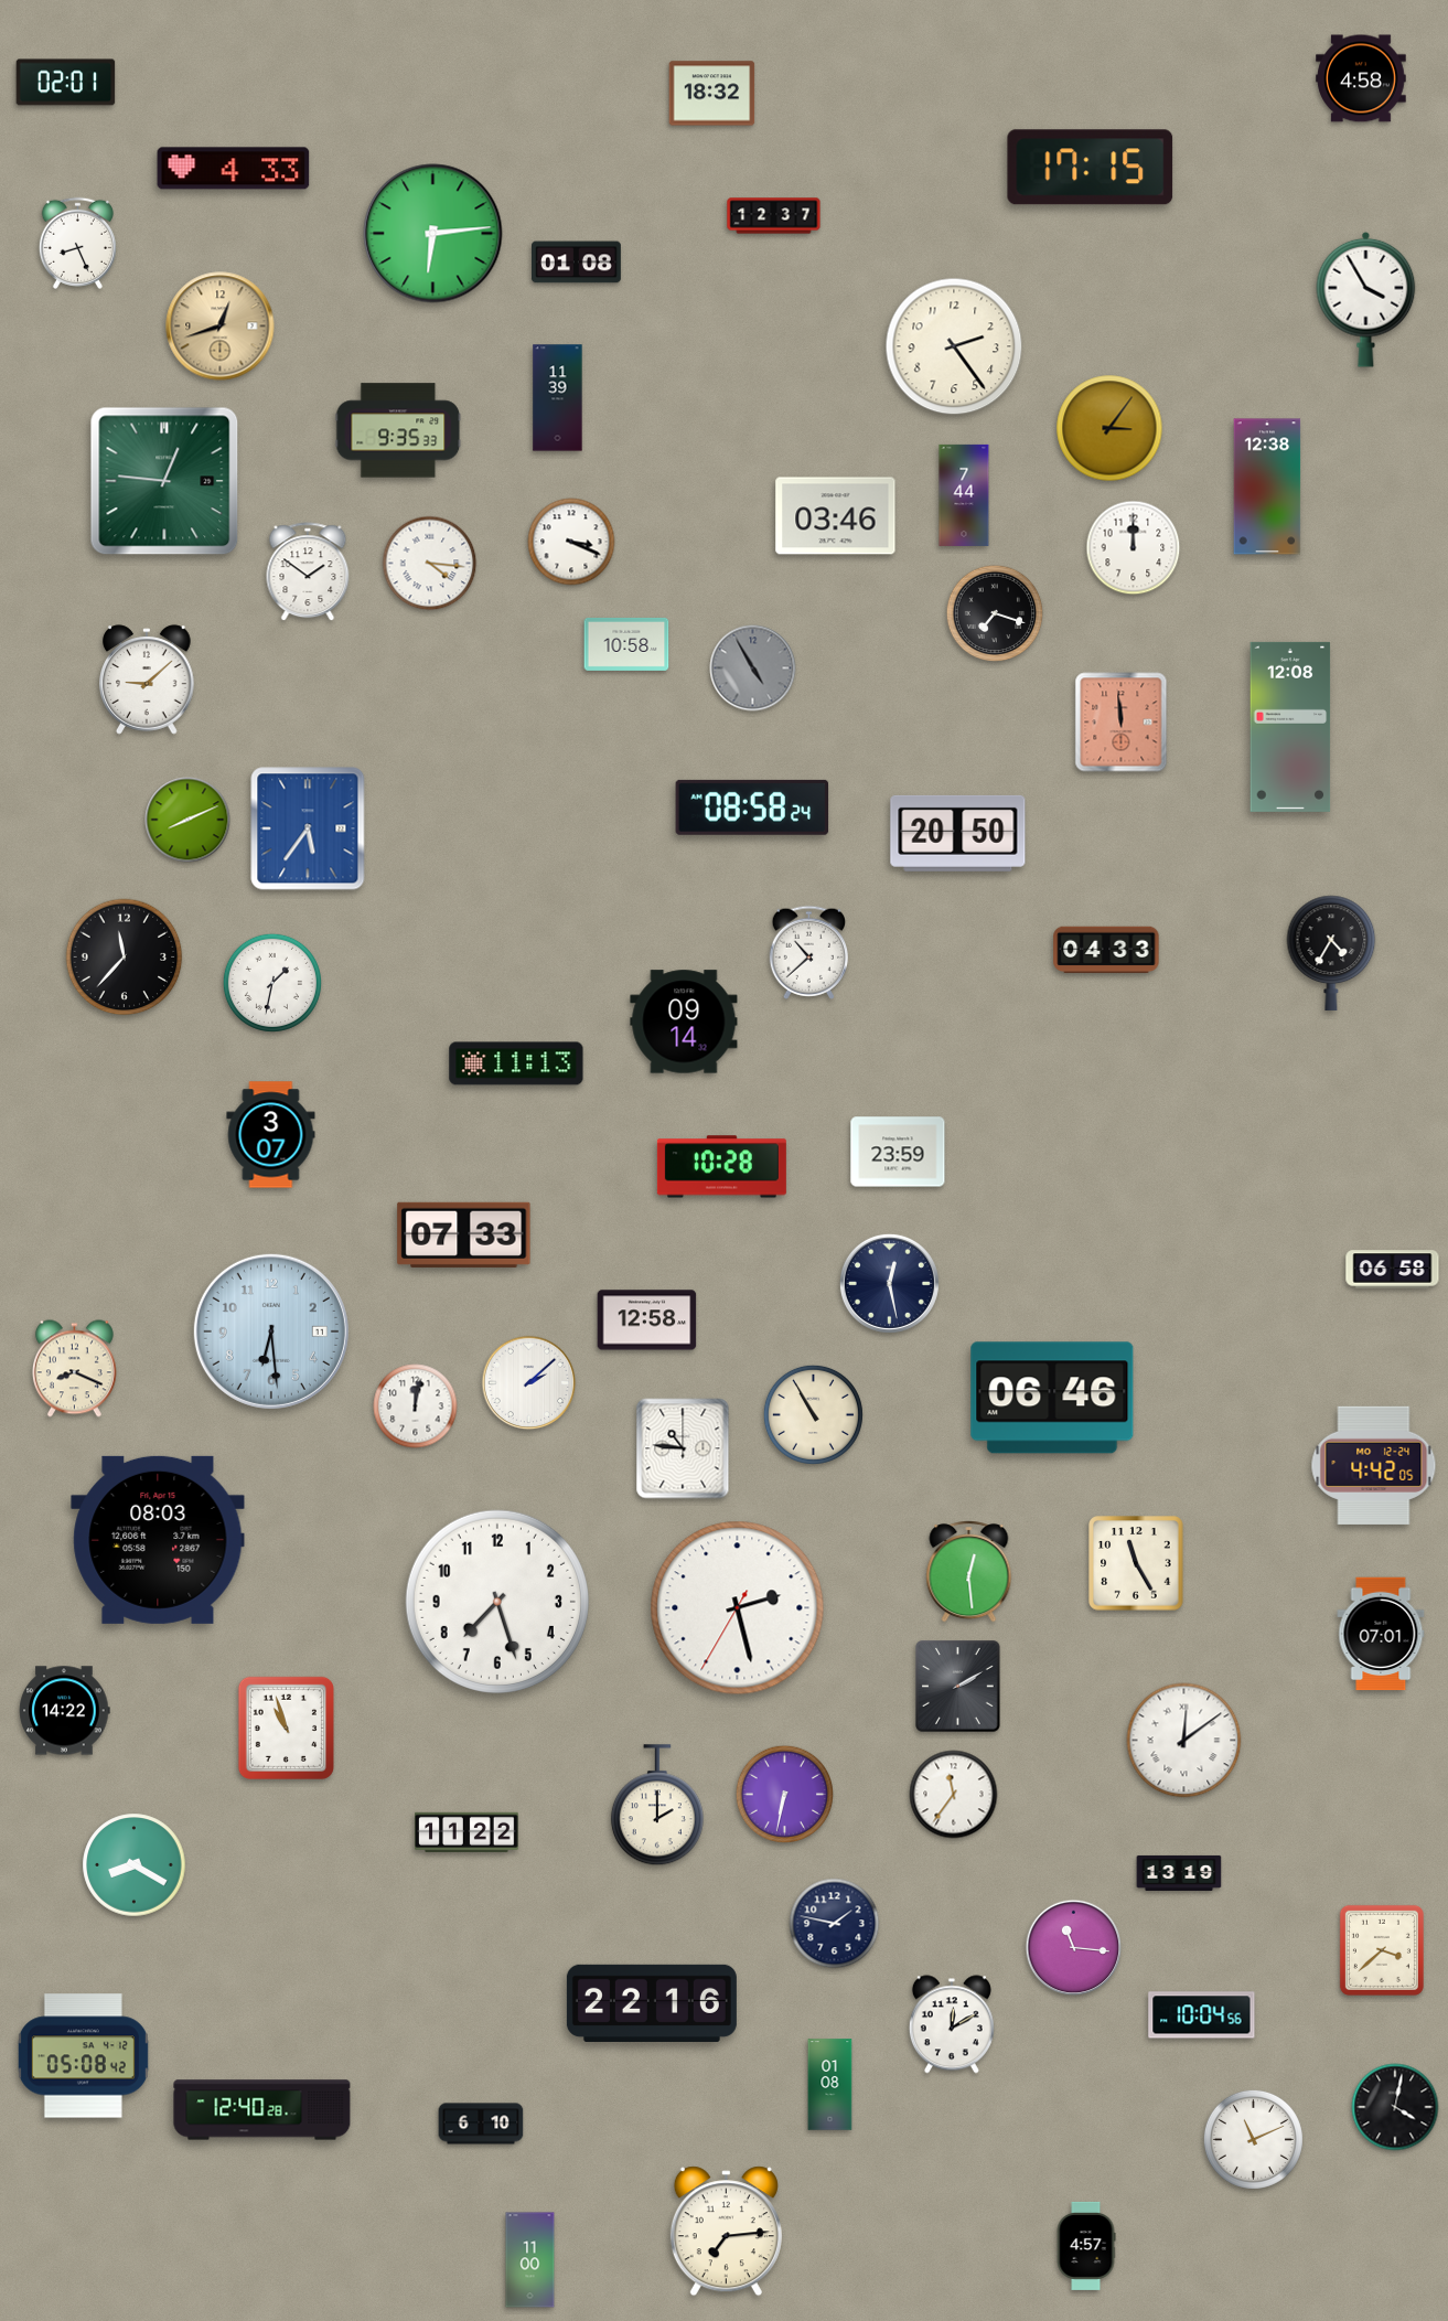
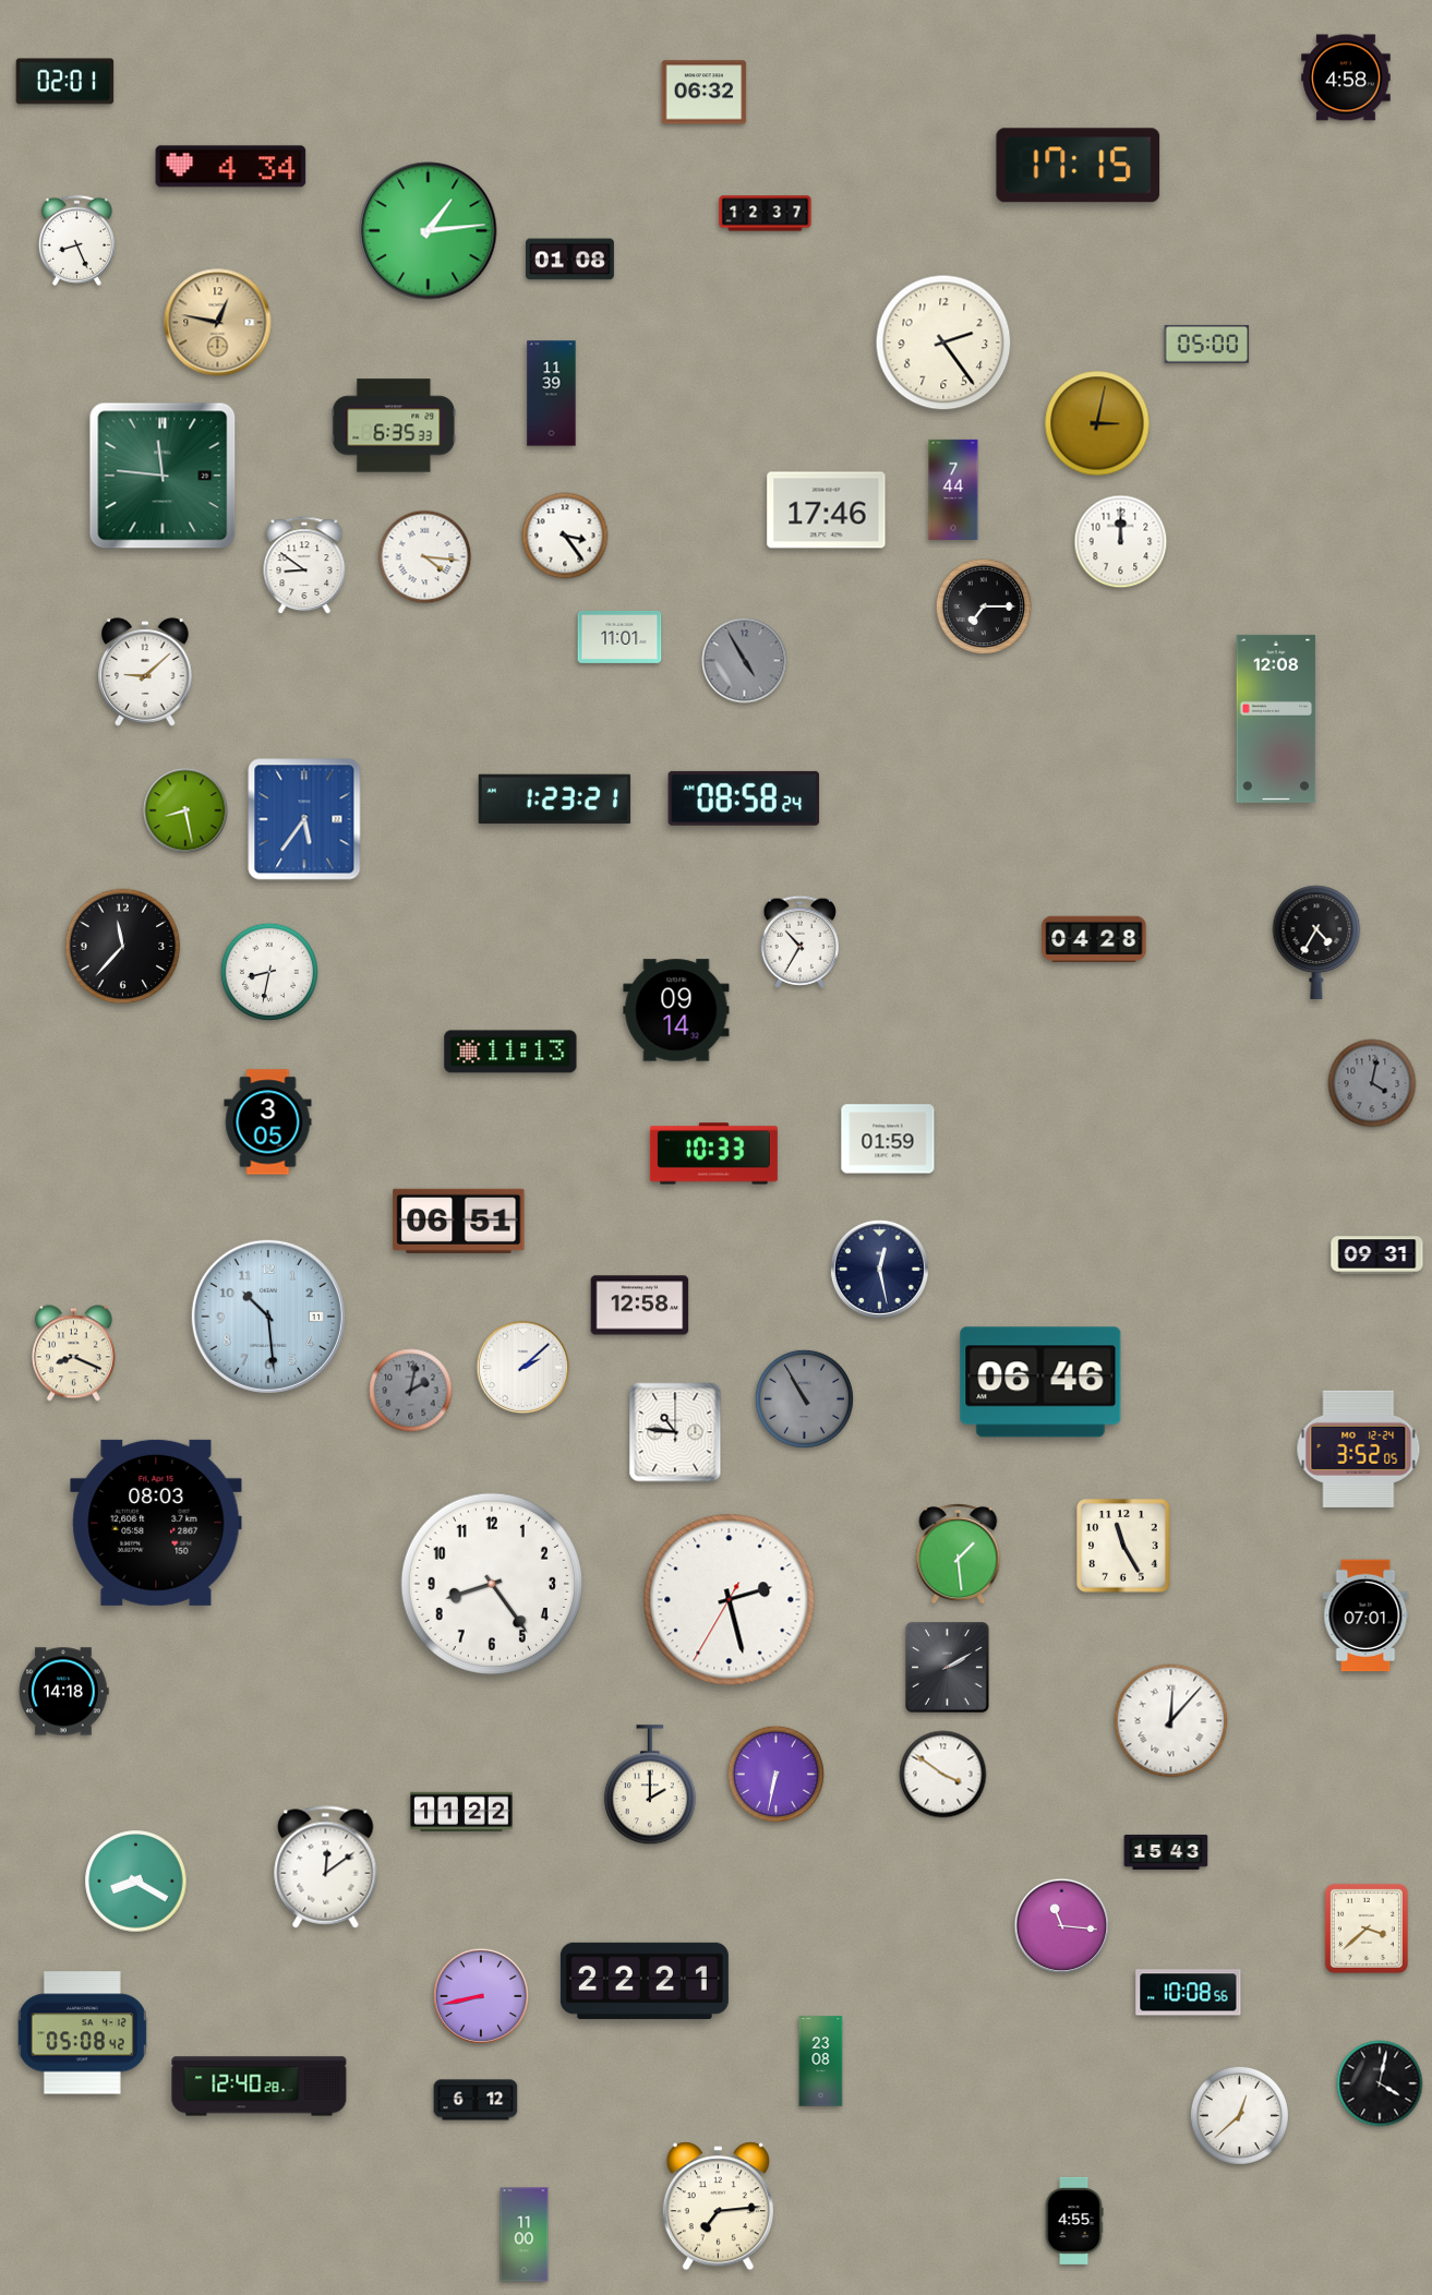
clock at (712, 94): 18:32 -> 06:32
clock at (234, 169): 4:33 -> 4:34
clock at (433, 234): 6:14 -> 1:14
clock at (1366, 299): 3:55 -> none
clock at (221, 327): 12:42 -> 12:47
clock at (1207, 344): none -> 05:00
clock at (1109, 428): 3:06 -> 3:02
clock at (398, 430): 9:35 -> 6:35
clock at (164, 481): 12:46 -> 11:46
clock at (1267, 486): 12:38 -> none
clock at (836, 516): 03:46 -> 17:46
clock at (571, 542): 3:19 -> 3:24
clock at (308, 573): 1:51 -> 8:51
clock at (995, 613): 7:18 -> 7:15
clock at (626, 644): 10:58 -> 11:01
clock at (1122, 723): 11:59 -> none
clock at (555, 800): none -> 1:23
clock at (187, 820): 8:11 -> 8:28
clock at (958, 833): 20:50 -> none
clock at (1106, 950): 04:33 -> 04:28
clock at (808, 952): 10:38 -> 10:35
clock at (272, 983): 1:32 -> 8:32
clock at (1372, 1083): none -> 4:02
clock at (271, 1135): 3:07 -> 3:05
clock at (898, 1152): 23:59 -> 01:59
clock at (721, 1167): 10:28 -> 10:33
clock at (464, 1234): 07:33 -> 06:51
clock at (1393, 1270): 06:58 -> 09:31
clock at (271, 1331): 6:29 -> 10:29
clock at (416, 1406): 12:02 -> 2:02
clock at (416, 1406) dial: white -> grey
clock at (813, 1414) dial: cream -> grey
clock at (1374, 1465): 4:42 -> 3:52
clock at (969, 1572): 12:29 -> 1:29
clock at (497, 1602): 7:27 -> 8:24
clock at (738, 1608) position: (738, 1608) -> (730, 1600)
clock at (65, 1711): 14:22 -> 14:18
clock at (286, 1728): 10:57 -> none
clock at (1184, 1741): 12:09 -> 12:07
clock at (954, 1795): 11:36 -> 3:51
clock at (135, 1865) position: (135, 1865) -> (136, 1882)
clock at (1179, 1873): 13:19 -> 15:43
clock at (326, 1867): none -> 12:09
clock at (835, 1924): 1:47 -> none
clock at (652, 2003): 22:16 -> 22:21
clock at (1202, 2015): 10:04 -> 10:08
clock at (481, 1995): none -> 8:43
clock at (952, 2024): 12:10 -> none
clock at (830, 2085): 01:08 -> 23:08
clock at (481, 2124): 6:10 -> 6:12
clock at (1253, 2139): 11:11 -> 12:38
clock at (1086, 2246): 4:57 -> 4:55
